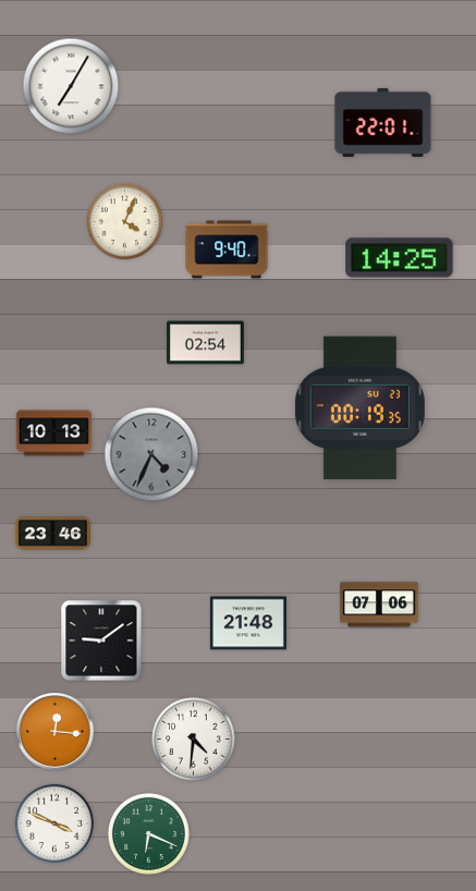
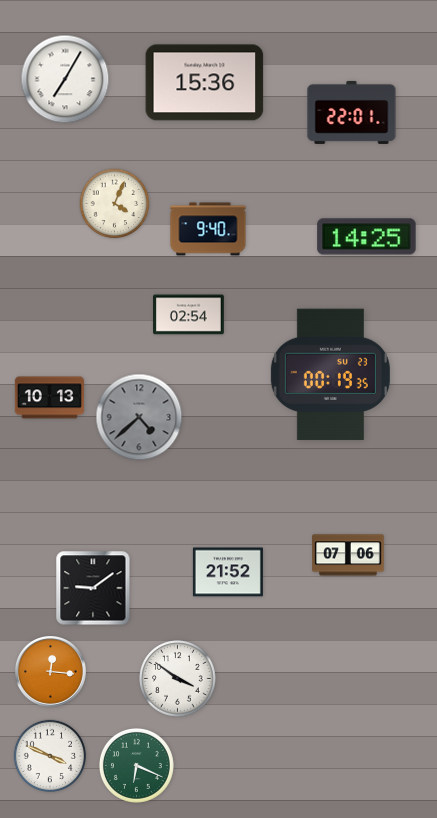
clock at (205, 83): none -> 15:36
clock at (151, 454): 4:34 -> 4:38
clock at (52, 534): 23:46 -> none
clock at (248, 623): 21:48 -> 21:52
clock at (194, 740): 4:31 -> 3:51
